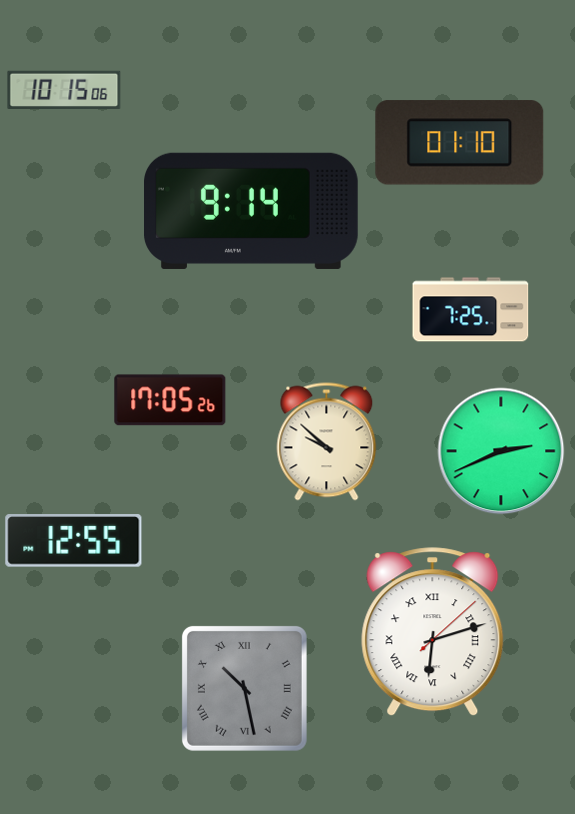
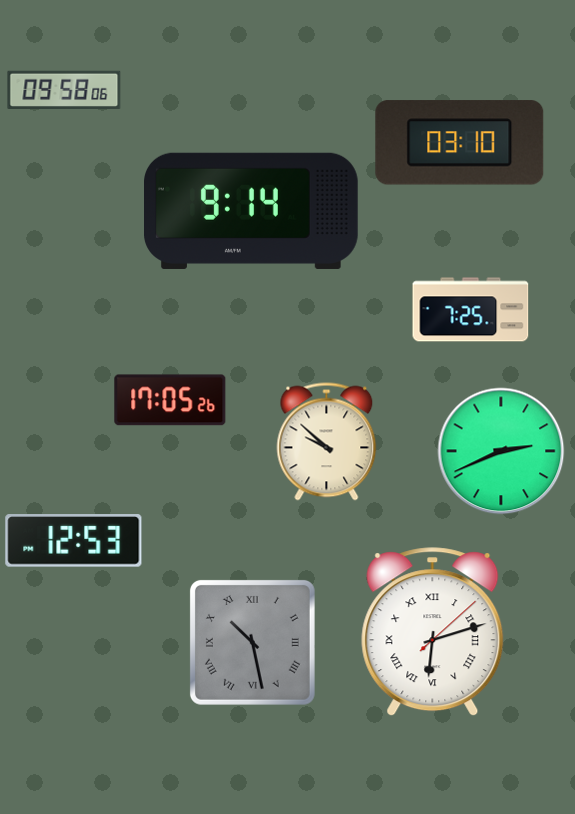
clock at (64, 89): 10:15 -> 09:58
clock at (460, 143): 01:10 -> 03:10
clock at (74, 541): 12:55 -> 12:53
clock at (244, 688) position: (244, 688) -> (252, 642)
